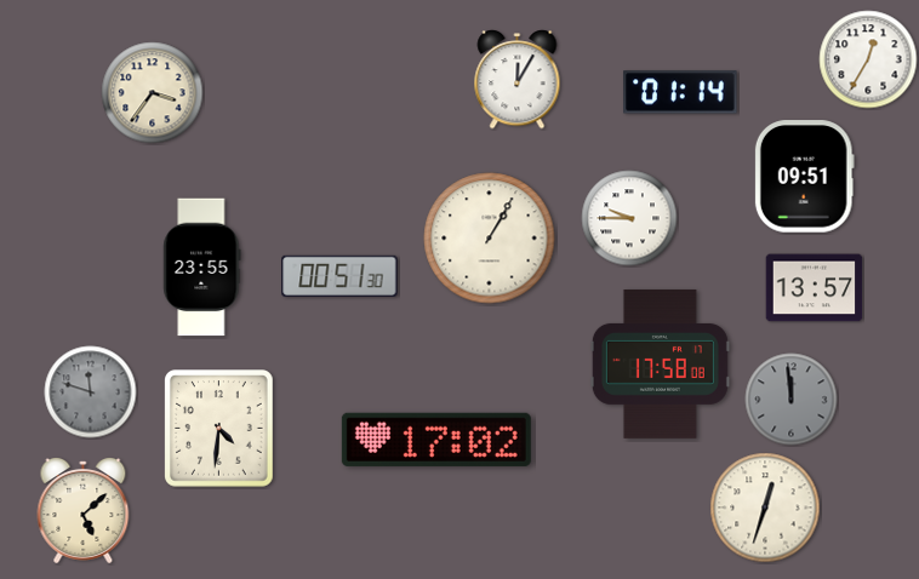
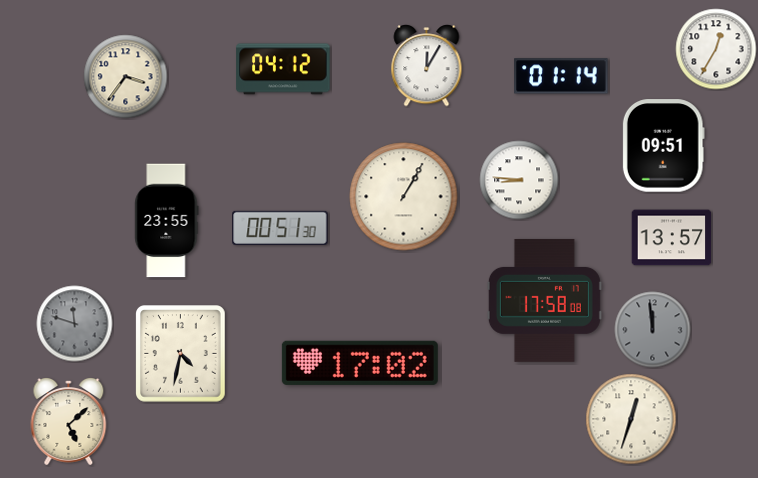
clock at (283, 69): none -> 04:12
clock at (629, 218): 9:45 -> 8:46
clock at (219, 429): 4:31 -> 4:32
